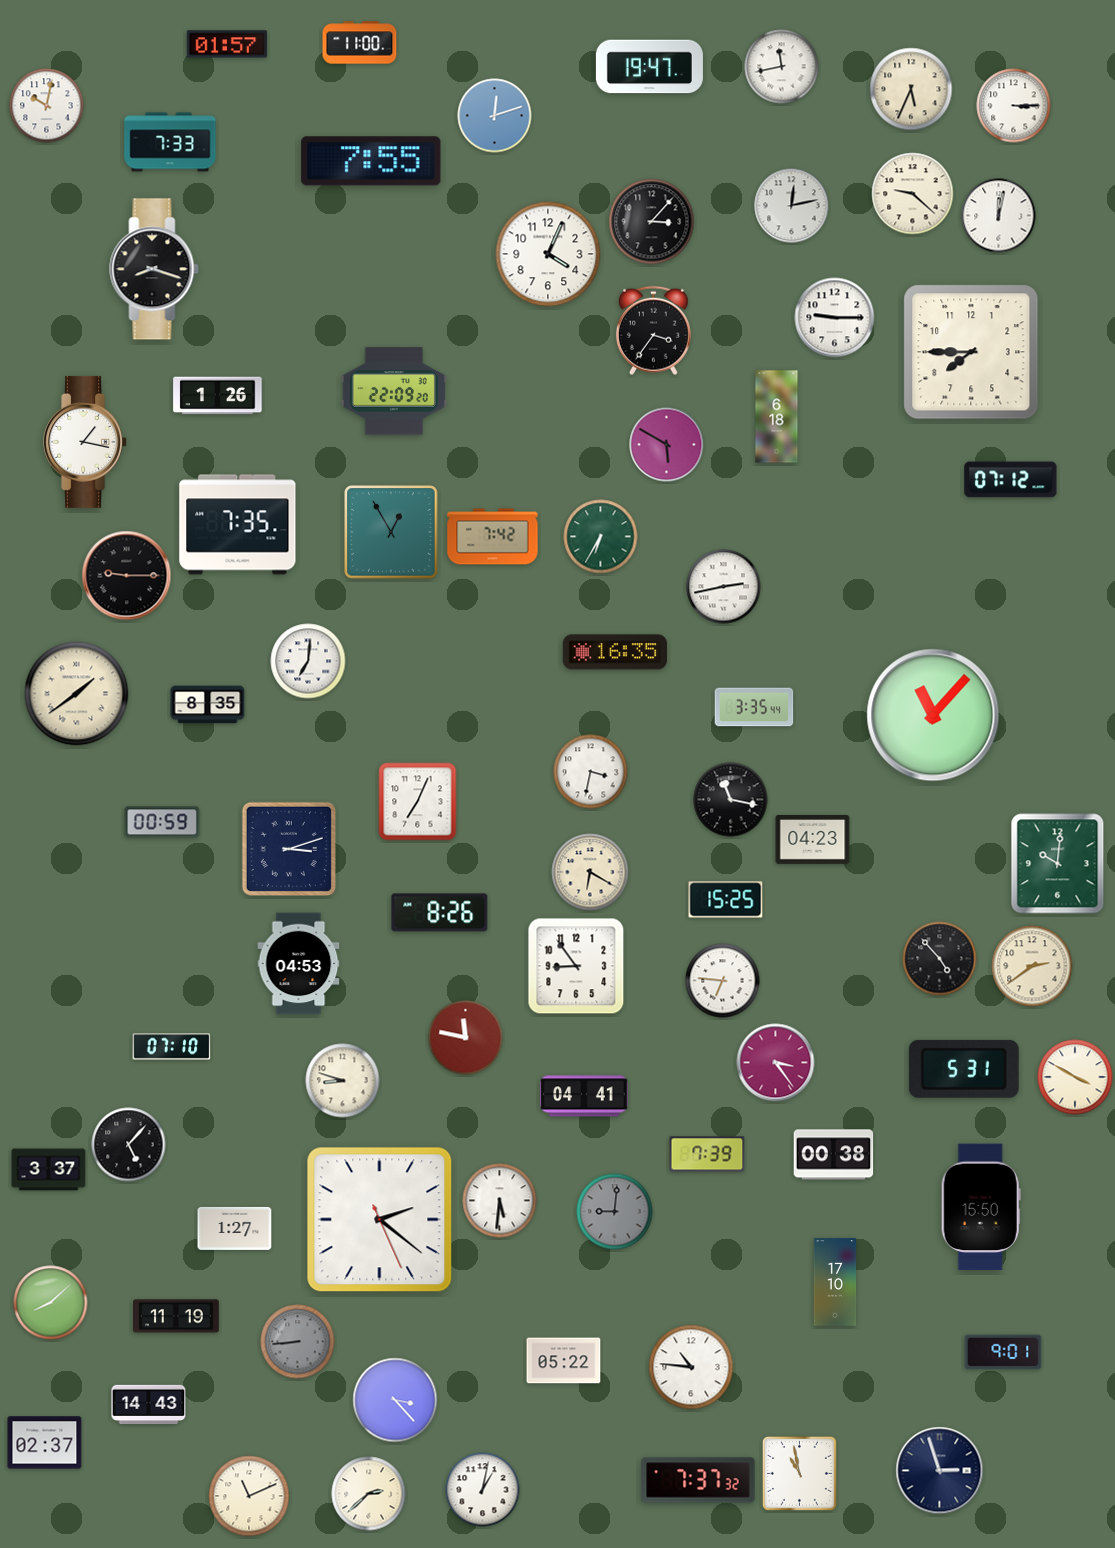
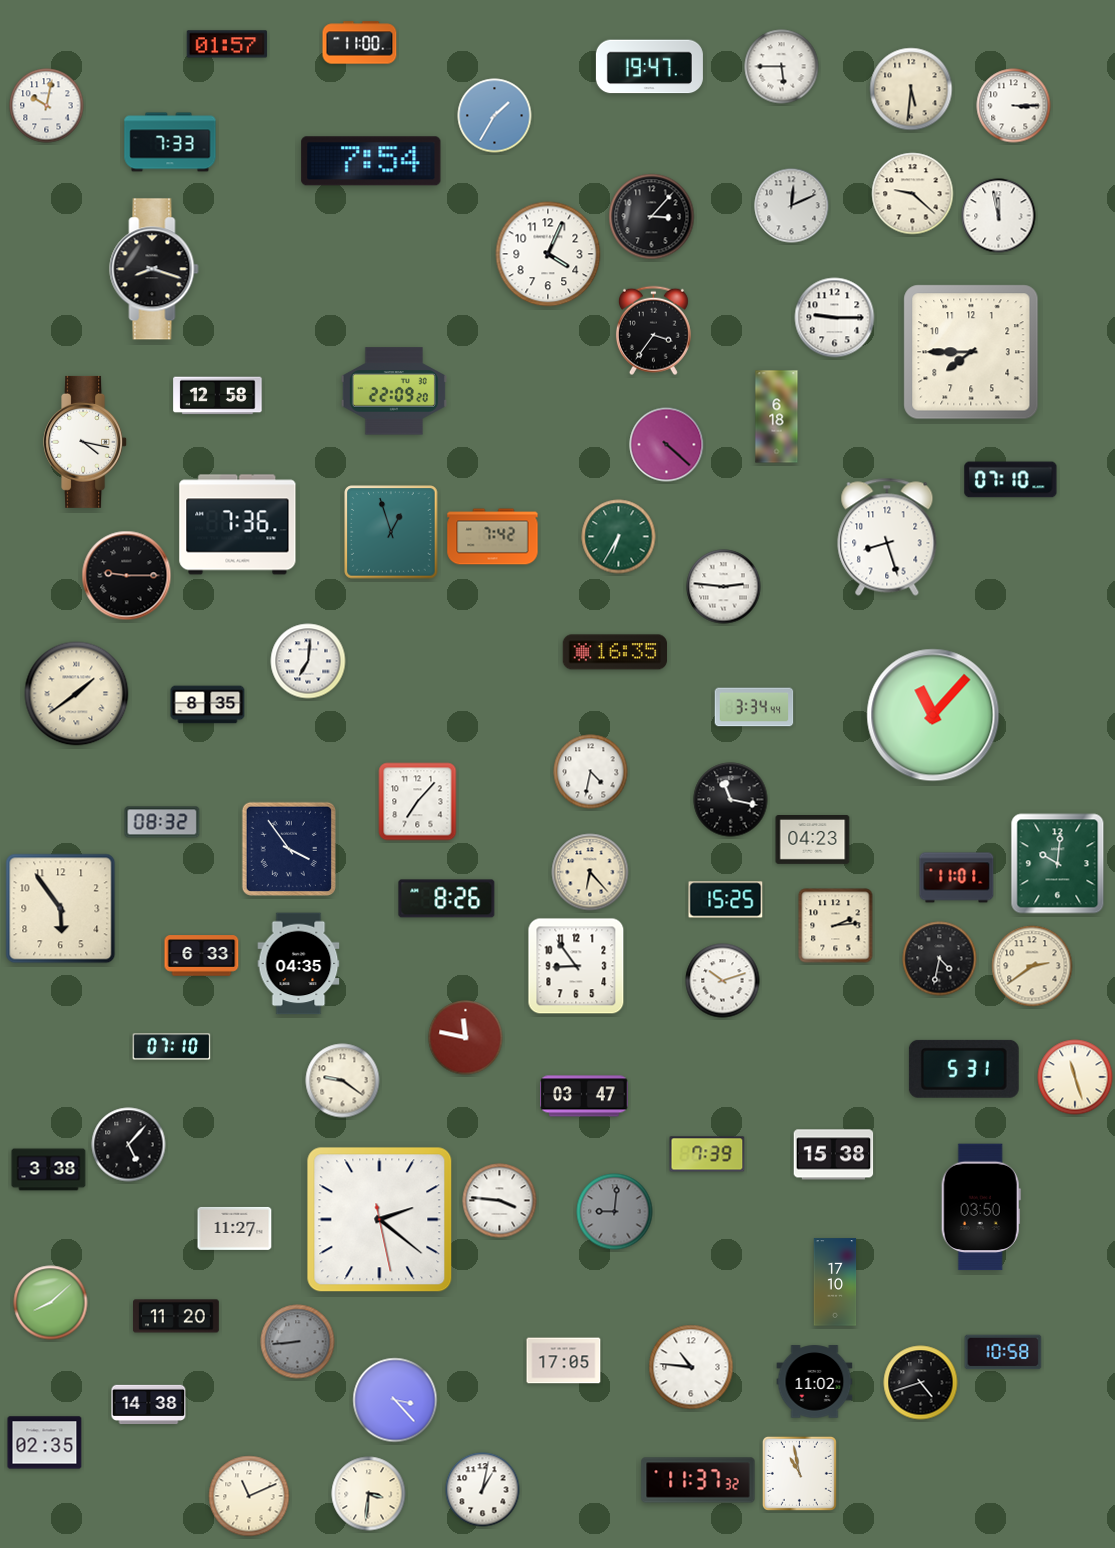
clock at (782, 67): 11:43 -> 5:45
clock at (911, 89): 5:34 -> 5:31
clock at (495, 116): 12:12 -> 1:35
clock at (371, 161): 7:55 -> 7:54
clock at (792, 206): 12:13 -> 12:11
clock at (999, 216): 12:02 -> 11:58
clock at (652, 222) position: (652, 222) -> (652, 217)
clock at (218, 396): 1:26 -> 12:58
clock at (86, 442): 1:17 -> 4:17
clock at (667, 445): 5:50 -> 4:22
clock at (1011, 480): 07:12 -> 07:10
clock at (238, 525): 7:35 -> 7:36
clock at (391, 532): 12:55 -> 12:57
clock at (601, 537) position: (601, 537) -> (619, 537)
clock at (887, 537): none -> 8:27
clock at (724, 587): 2:43 -> 2:46
clock at (754, 707): 3:35 -> 3:34
clock at (591, 772): 3:32 -> 4:32
clock at (418, 802): 7:04 -> 7:07
clock at (162, 822): 00:59 -> 08:32
clock at (289, 849): 3:12 -> 3:54
clock at (590, 872): 6:20 -> 6:23
clock at (957, 878): none -> 11:01
clock at (61, 909): none -> 5:54
clock at (440, 913) position: (440, 913) -> (447, 899)
clock at (836, 926): none -> 2:14
clock at (202, 956): none -> 6:33
clock at (940, 959): 4:53 -> 4:32
clock at (299, 964): 04:53 -> 04:35
clock at (723, 981): 6:46 -> 10:12
clock at (776, 1063): 3:24 -> none
clock at (1075, 1077): 3:50 -> 11:27
clock at (343, 1081): 8:48 -> 9:21
clock at (584, 1096): 04:41 -> 03:47
clock at (834, 1155): 00:38 -> 15:38
clock at (49, 1170): 3:37 -> 3:38
clock at (500, 1201): 5:31 -> 3:46
clock at (981, 1207): 15:50 -> 03:50
clock at (380, 1220): 2:21:26 -> 2:21:28
clock at (235, 1228): 1:27 -> 11:27
clock at (177, 1316): 11:19 -> 11:20
clock at (1003, 1352): 9:01 -> 10:58
clock at (564, 1361): 05:22 -> 17:05
clock at (815, 1382): none -> 11:02
clock at (921, 1383): none -> 4:42
clock at (149, 1405): 14:43 -> 14:38
clock at (45, 1443): 02:37 -> 02:35
clock at (940, 1471): 2:57 -> none
clock at (698, 1480): 7:37 -> 11:37
clock at (369, 1494): 2:38 -> 3:31
